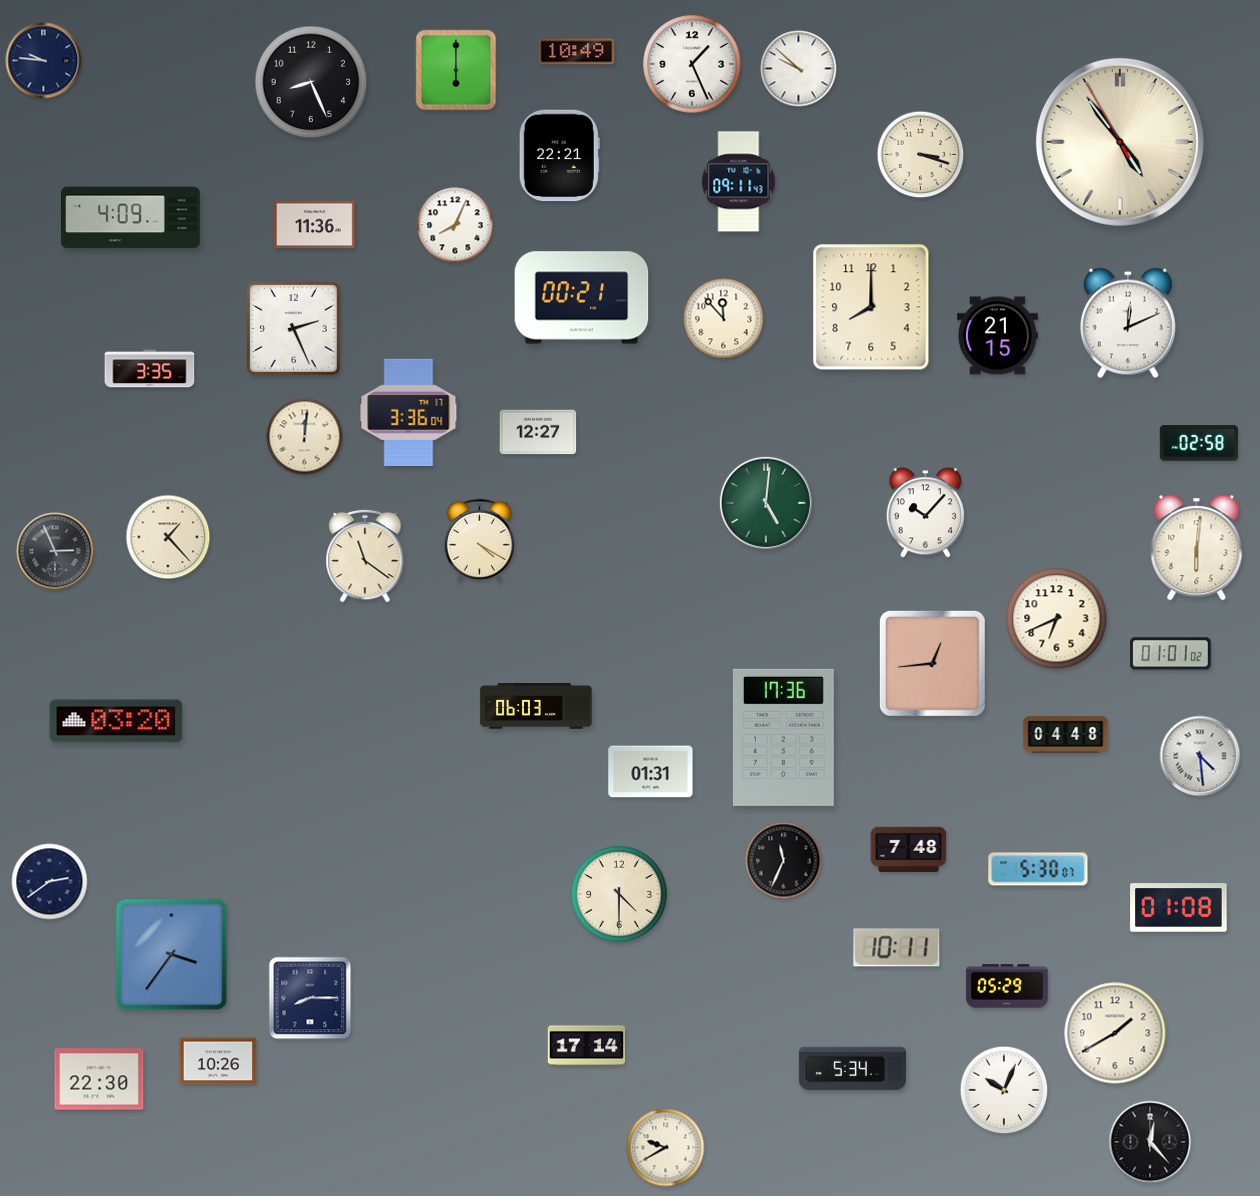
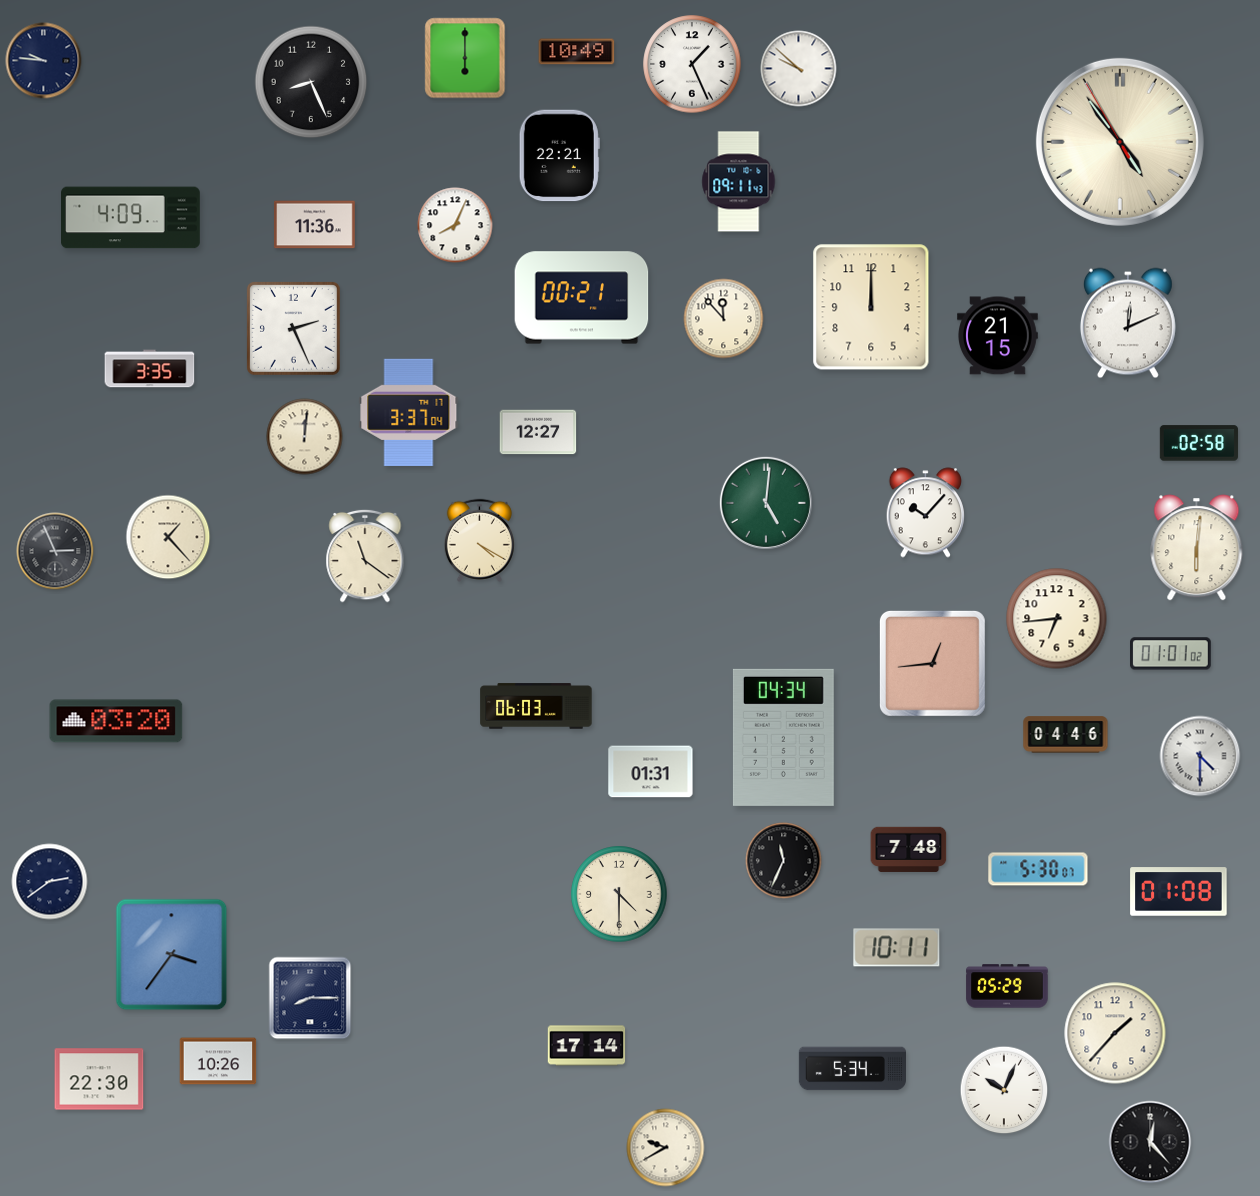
clock at (456, 70) position: (456, 70) -> (465, 58)
clock at (921, 155): 3:18 -> none
clock at (871, 307): 8:00 -> 12:00
clock at (409, 412): 3:36 -> 3:37
clock at (1057, 619): 6:41 -> 6:44
clock at (1066, 735): 04:48 -> 04:46
clock at (783, 737): 17:36 -> 04:34
clock at (1200, 756): 4:29 -> 4:30
clock at (1179, 908) position: (1179, 908) -> (1179, 892)
clock at (1115, 1033): 1:40 -> 1:37
